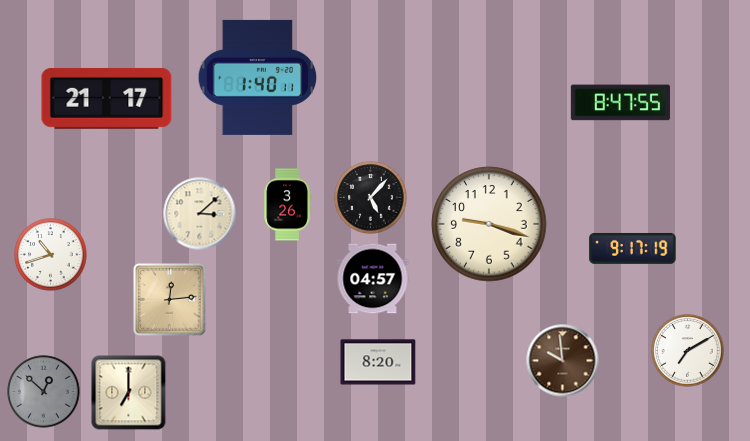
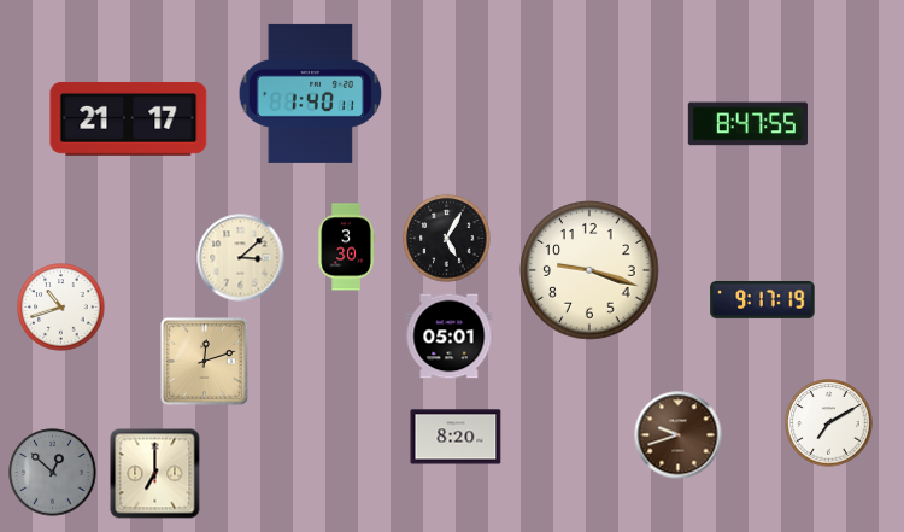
clock at (371, 198): 5:07 -> 5:05
clock at (287, 205): 3:26 -> 3:30
clock at (373, 279): 04:57 -> 05:01
clock at (170, 300): 12:14 -> 12:12
clock at (563, 361): 9:59 -> 9:42
